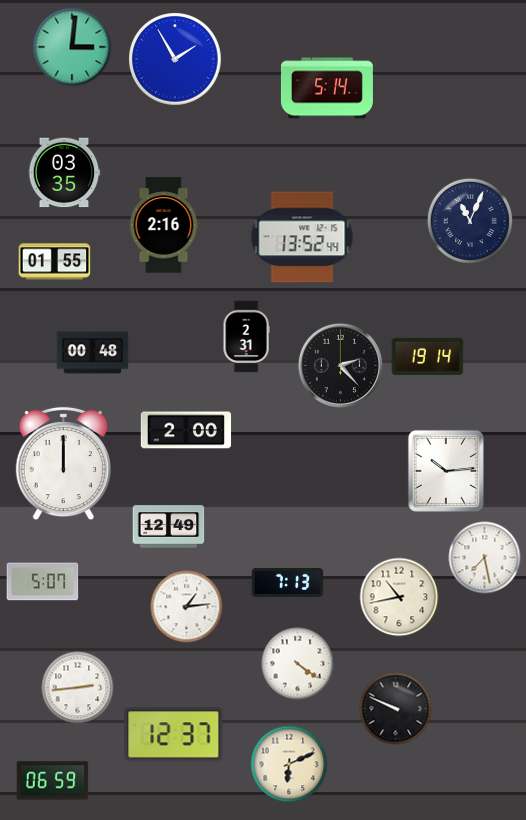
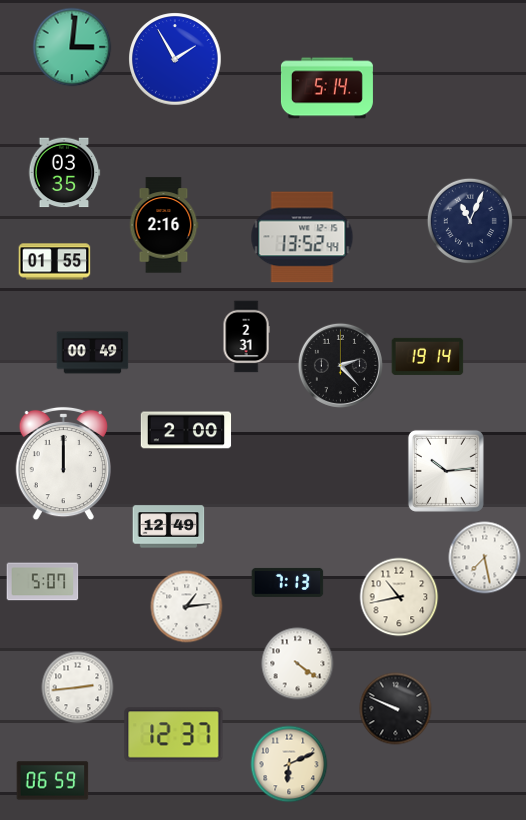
clock at (93, 353): 00:48 -> 00:49
